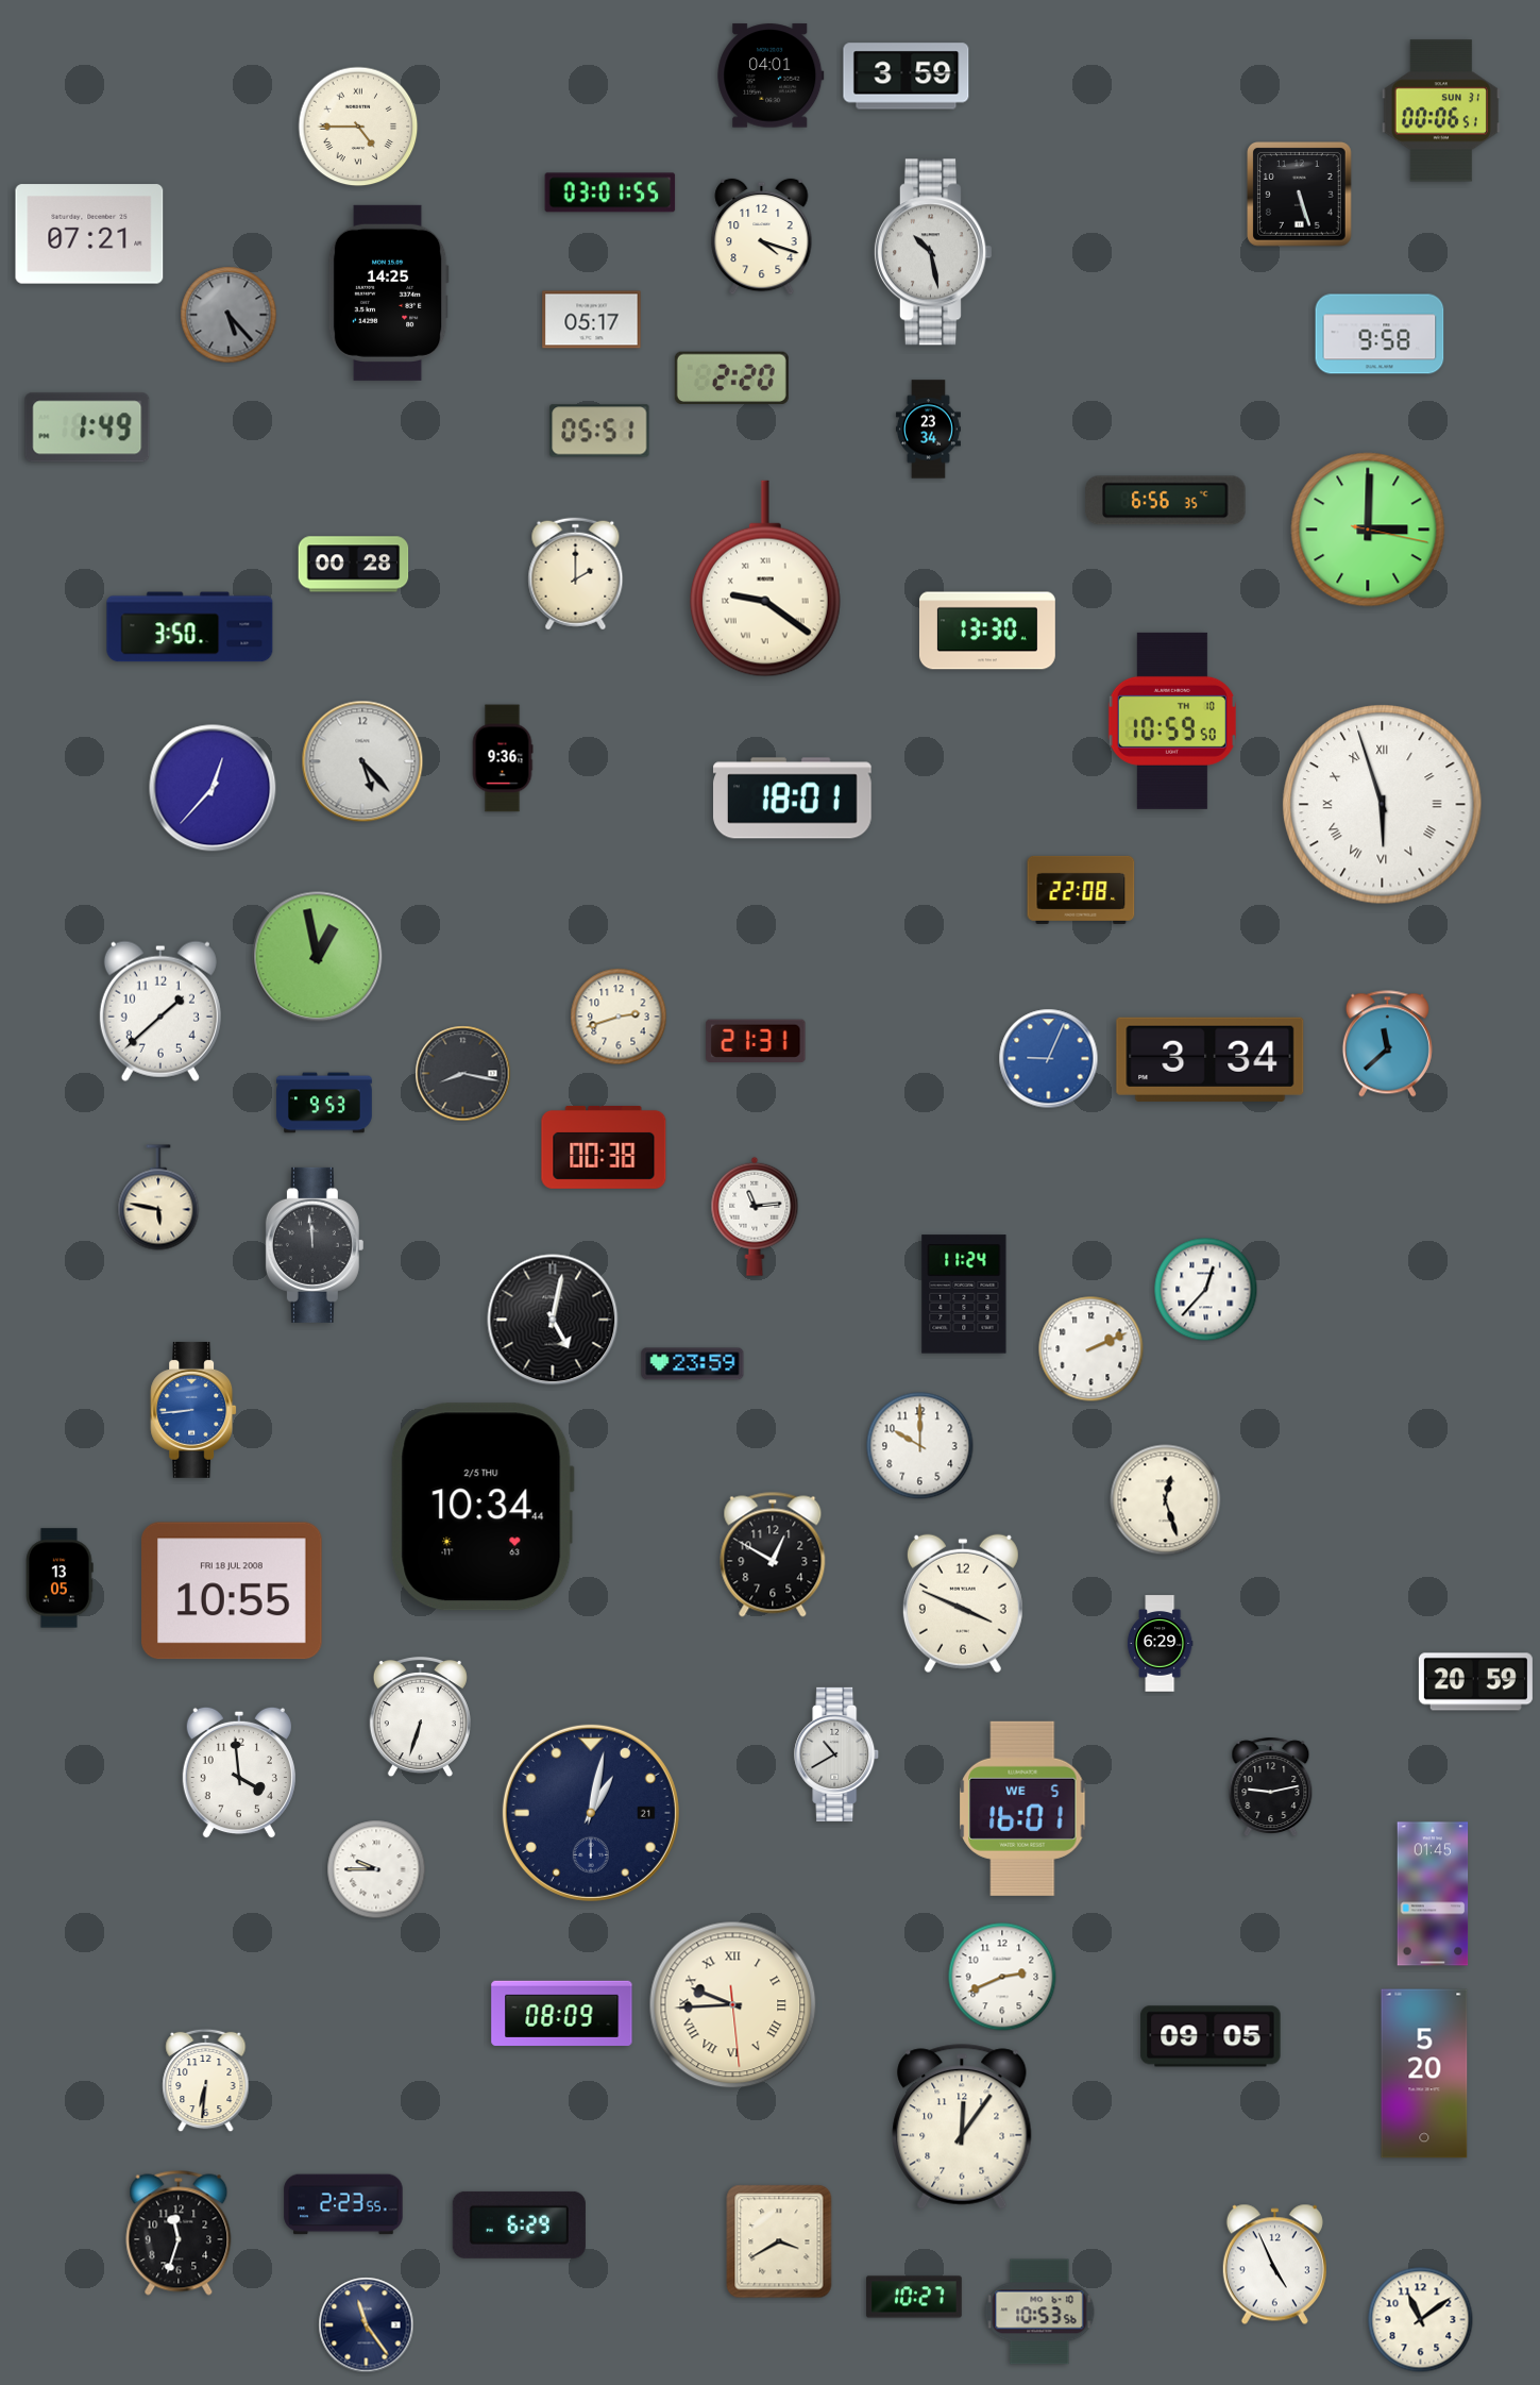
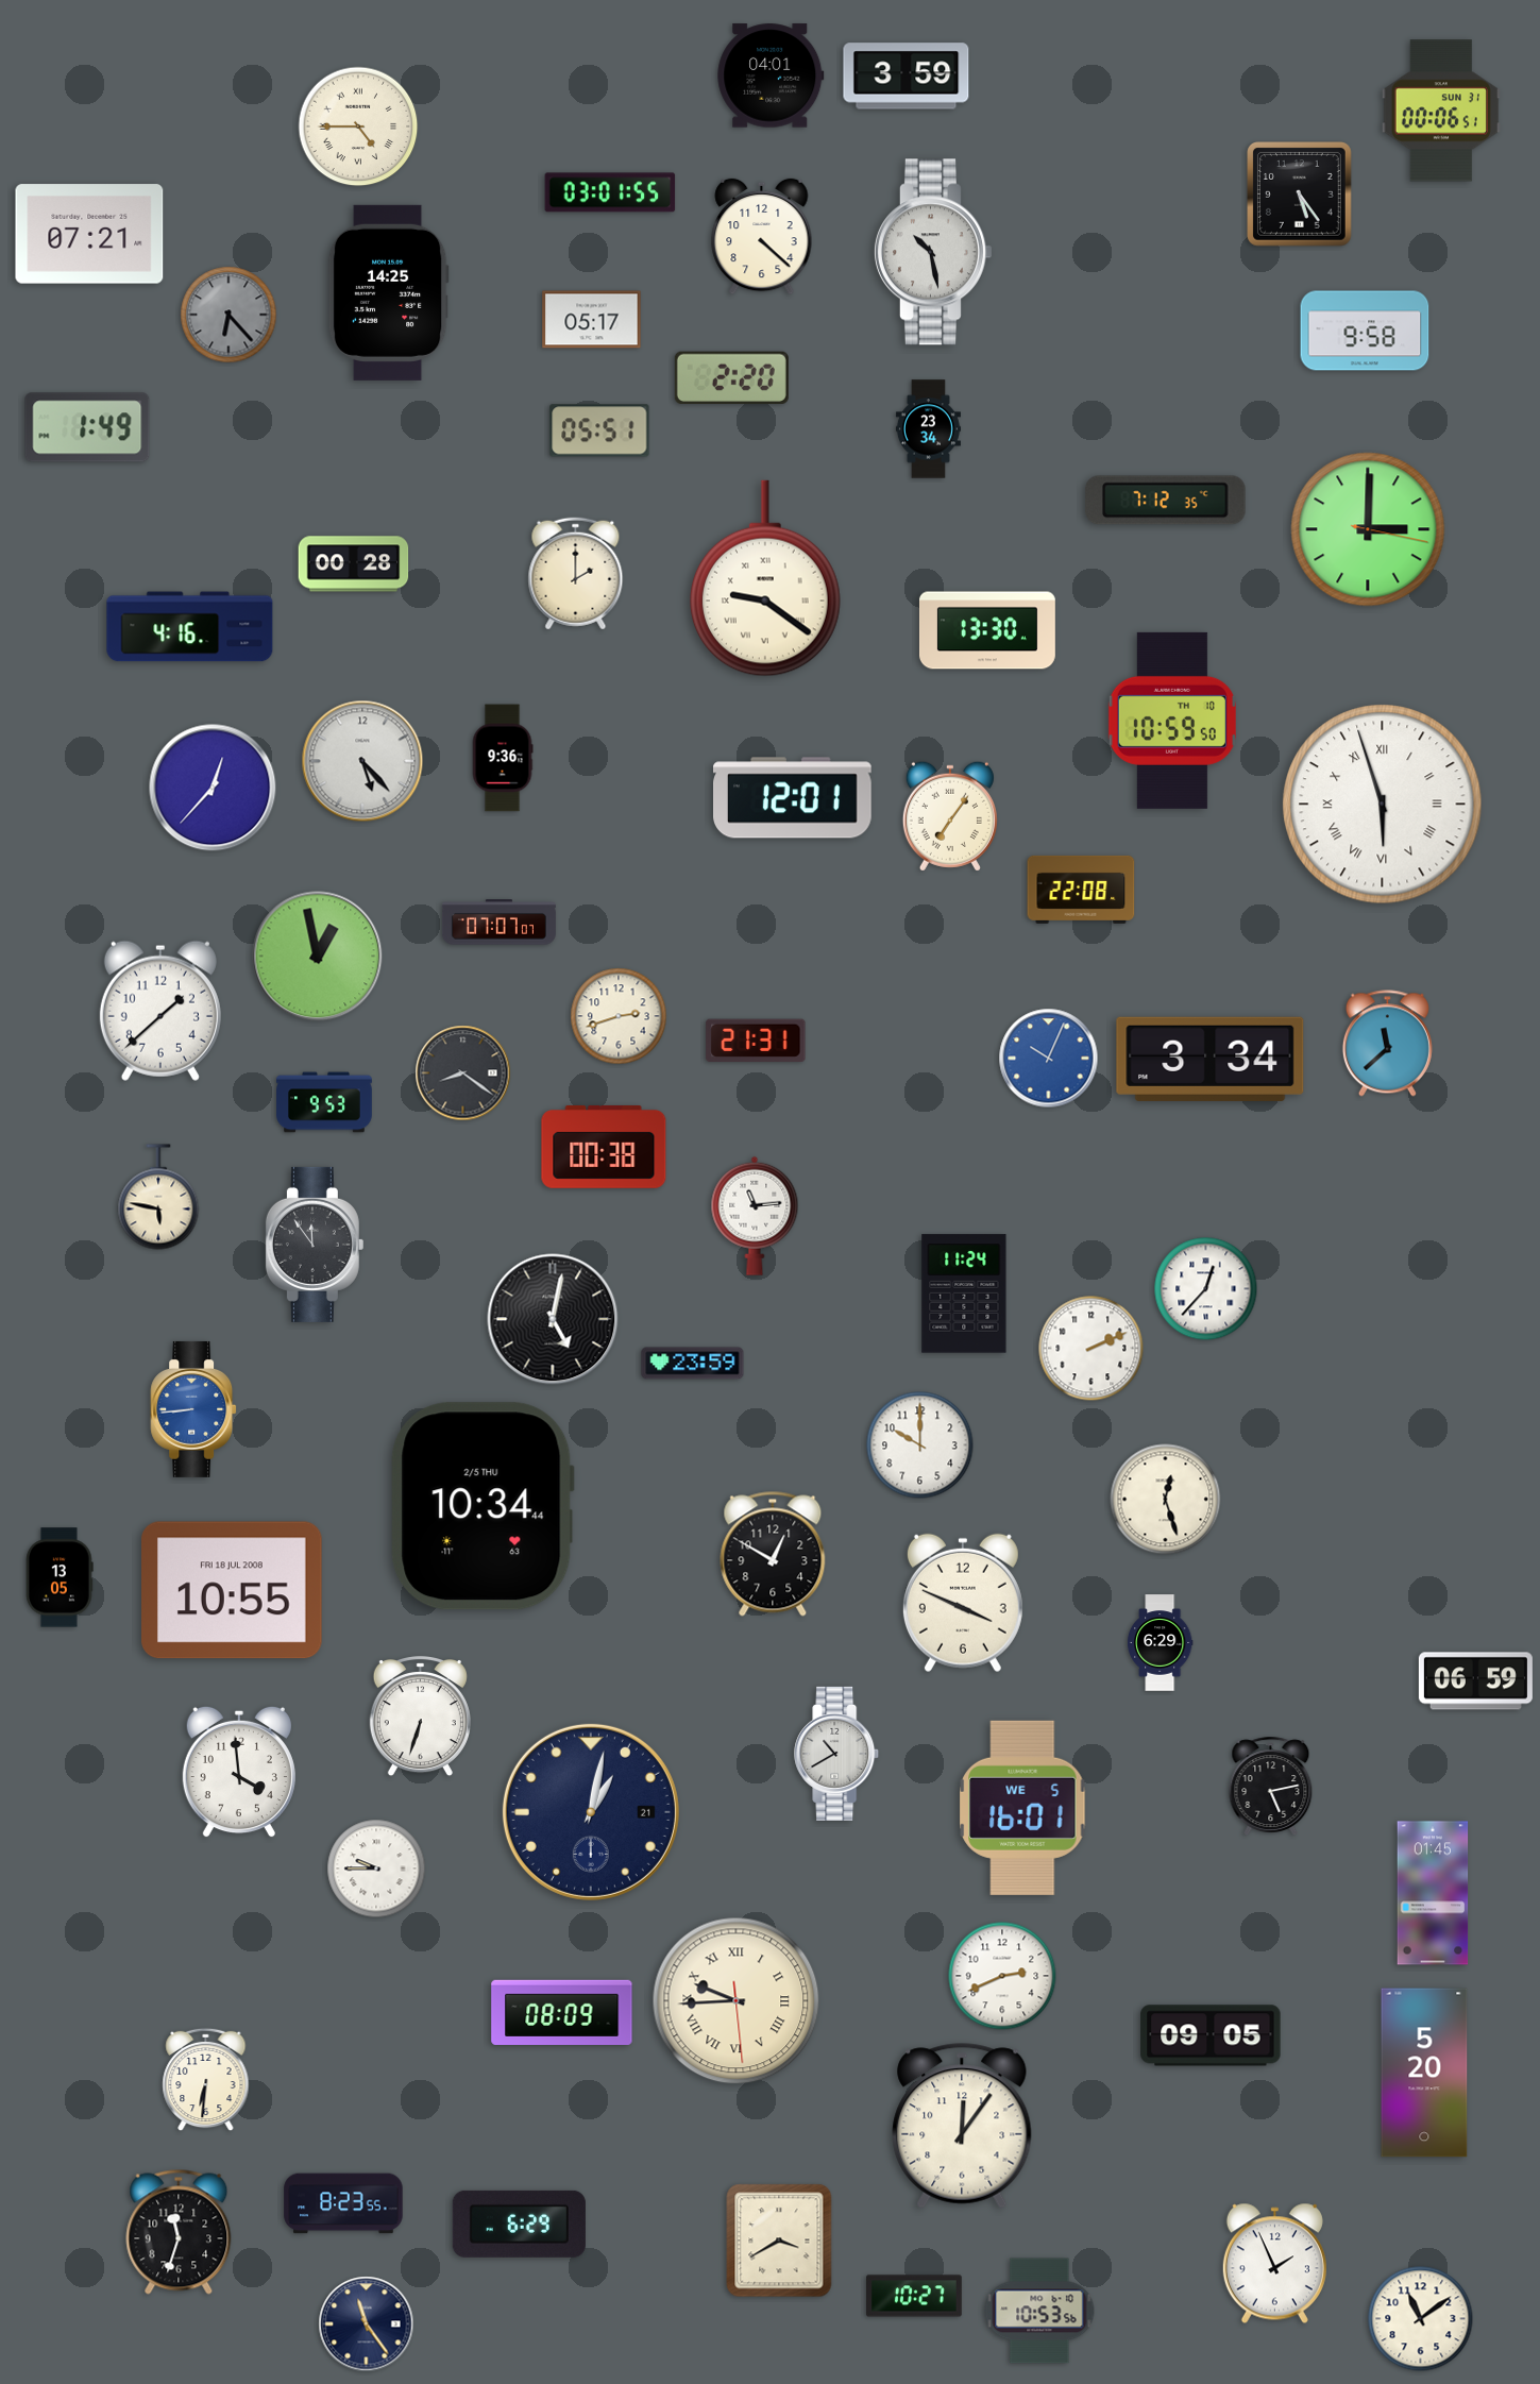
clock at (1300, 195): 5:27 -> 5:24
clock at (762, 237): 4:18 -> 4:22
clock at (229, 315): 5:23 -> 6:23
clock at (1380, 334) position: (1380, 334) -> (1365, 331)
clock at (1166, 501): 6:56 -> 7:12
clock at (190, 627): 3:50 -> 4:16
clock at (793, 799): 18:01 -> 12:01
clock at (950, 816): none -> 7:06
clock at (498, 923): none -> 07:07
clock at (1049, 1059): 9:04 -> 10:04
clock at (463, 1074): 8:17 -> 8:21
clock at (315, 1245): 11:59 -> 11:54
clock at (1475, 1682): 20:59 -> 06:59
clock at (1271, 1786): 9:13 -> 5:13
clock at (733, 2005) position: (733, 2005) -> (737, 2001)
clock at (343, 2204): 2:23 -> 8:23
clock at (1274, 2265): 4:56 -> 1:56
